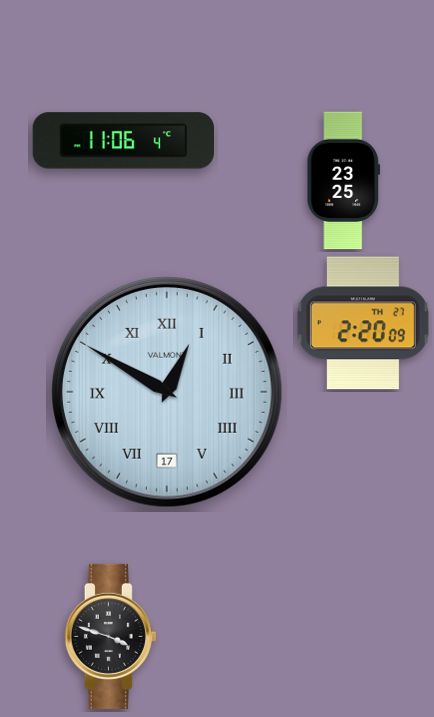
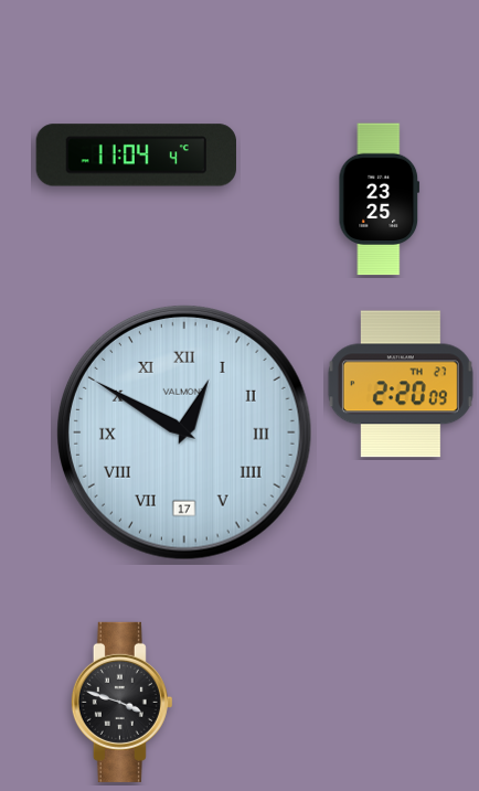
clock at (123, 141): 11:06 -> 11:04
clock at (363, 323) position: (363, 323) -> (401, 384)
